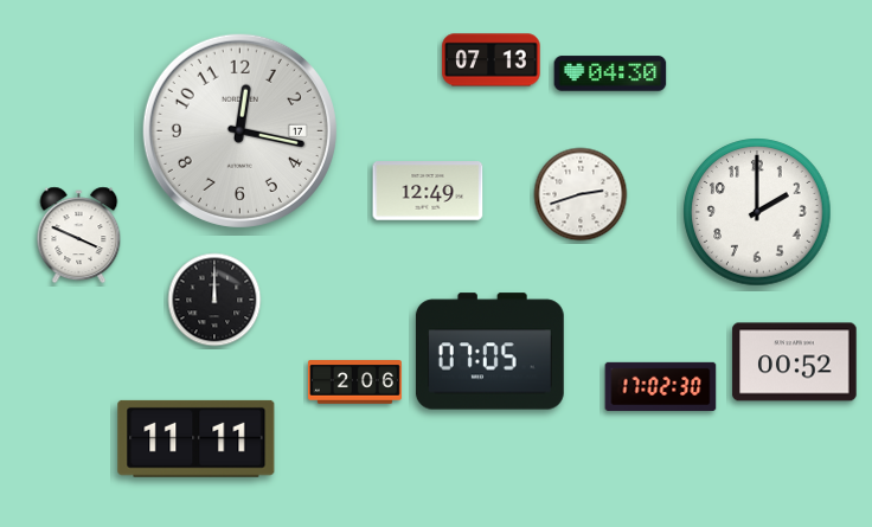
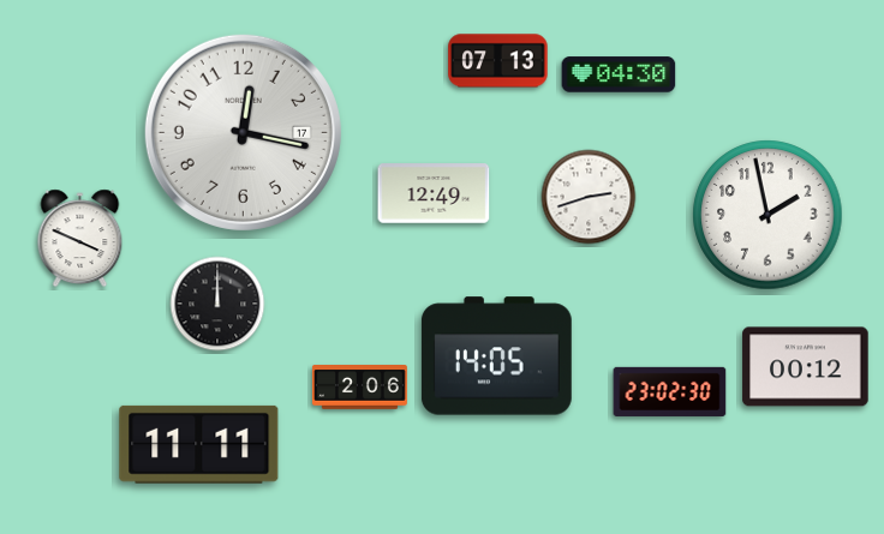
clock at (757, 212): 2:00 -> 1:58
clock at (489, 352): 07:05 -> 14:05
clock at (795, 362): 00:52 -> 00:12
clock at (661, 386): 17:02 -> 23:02
